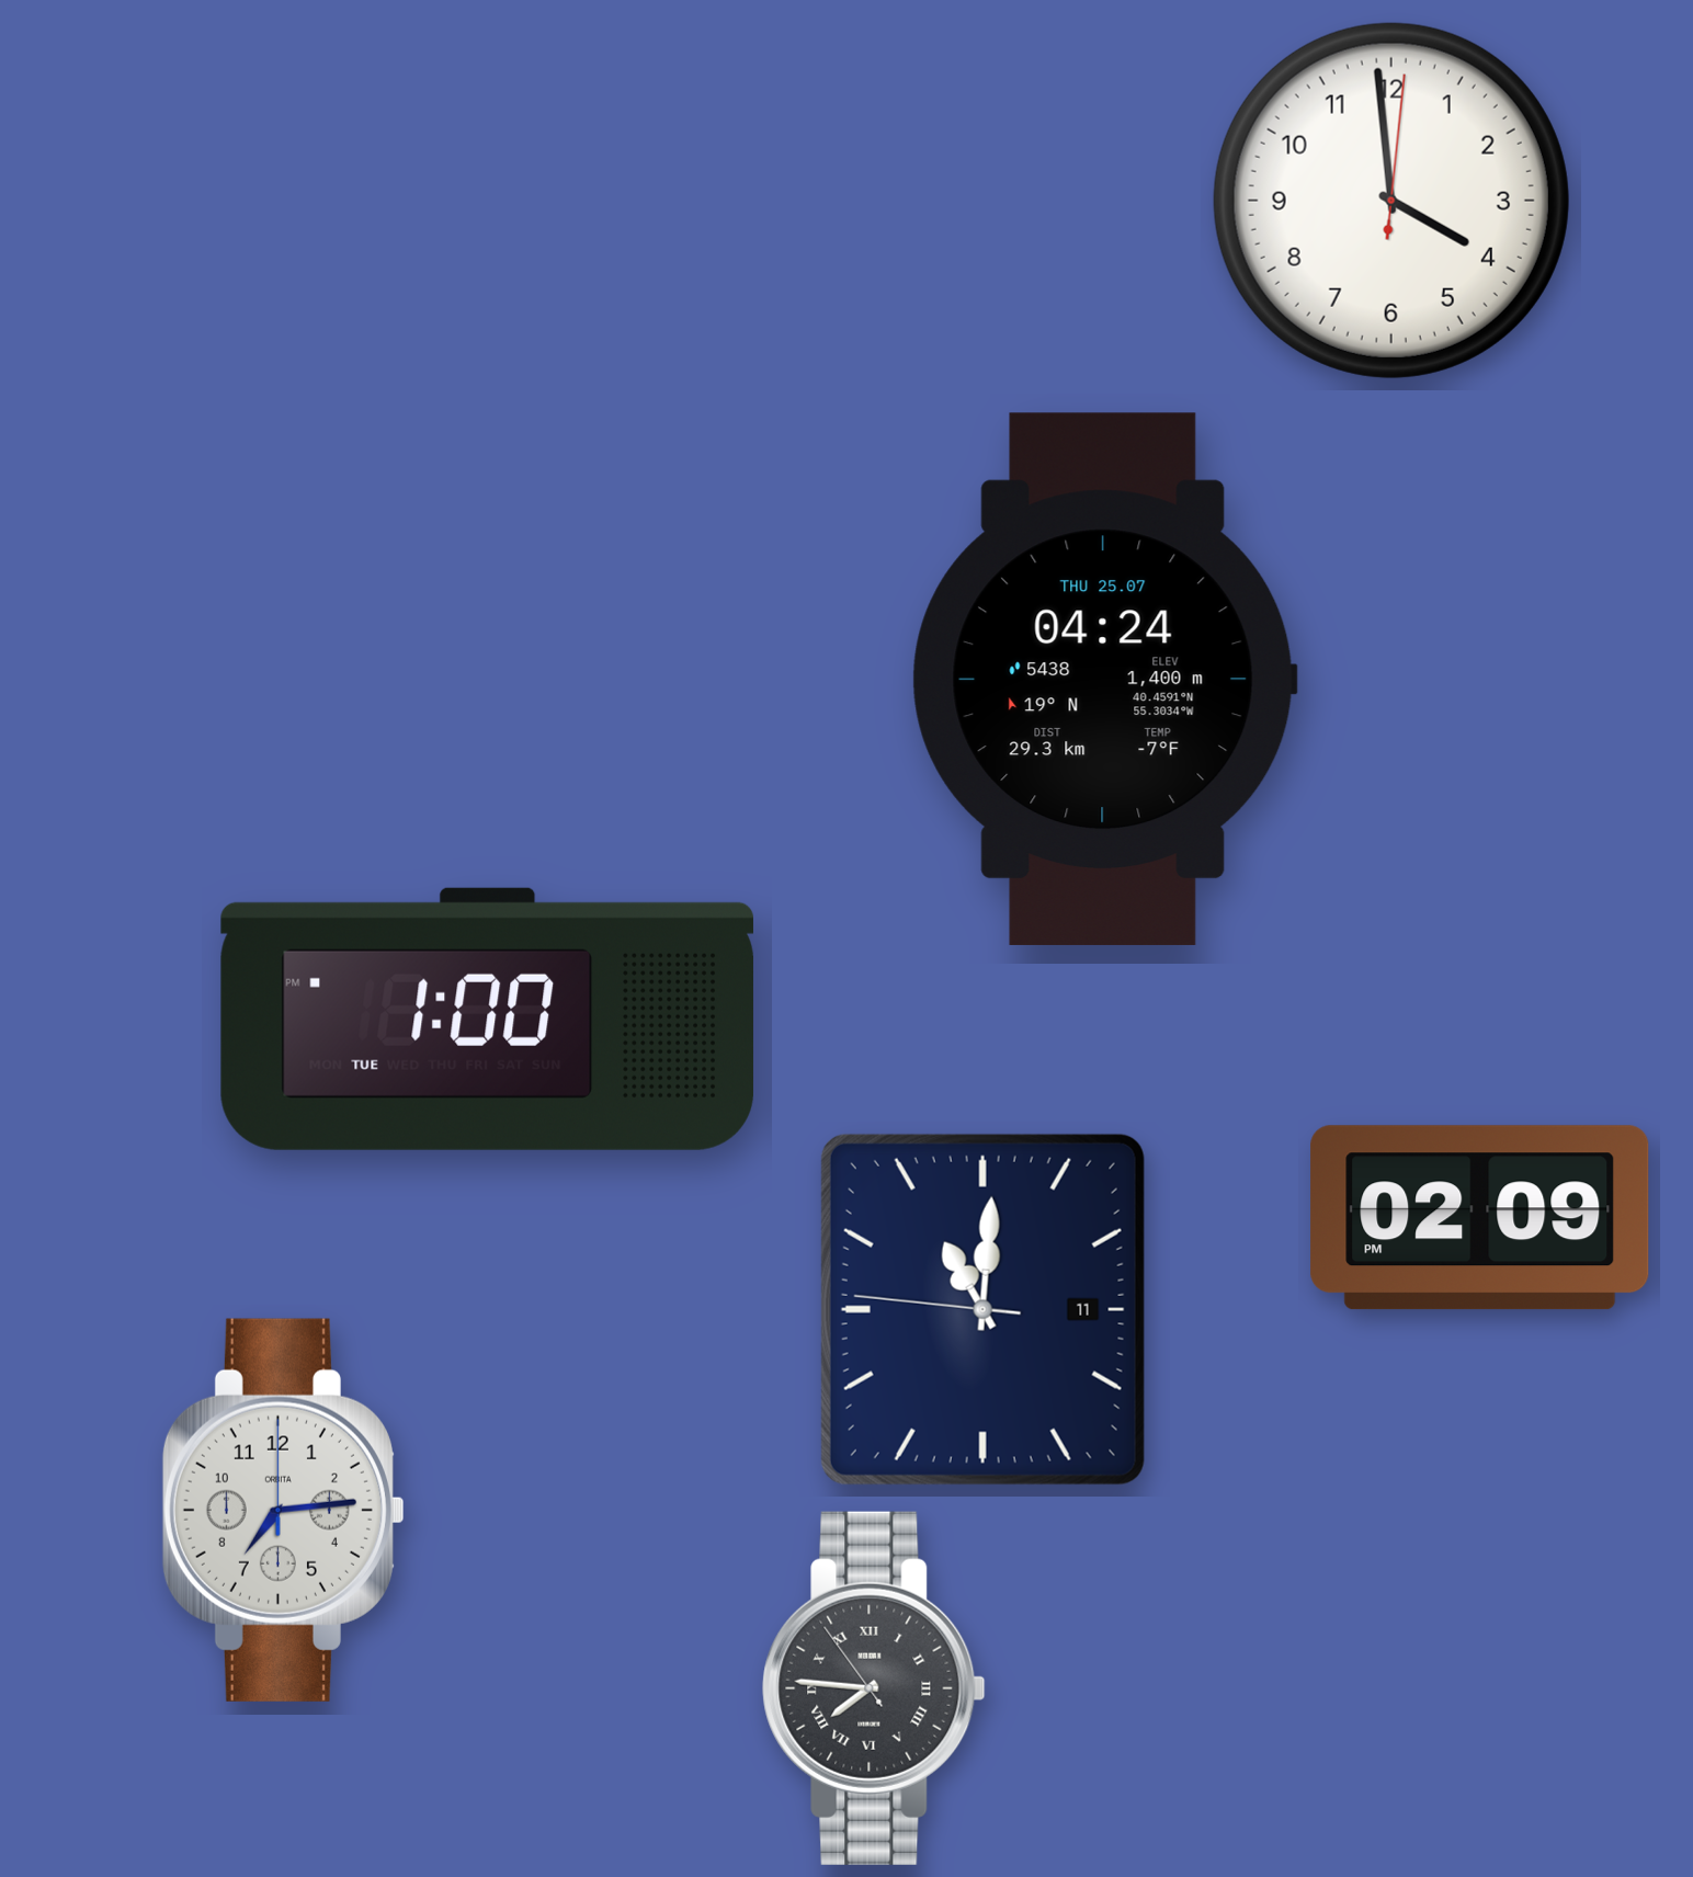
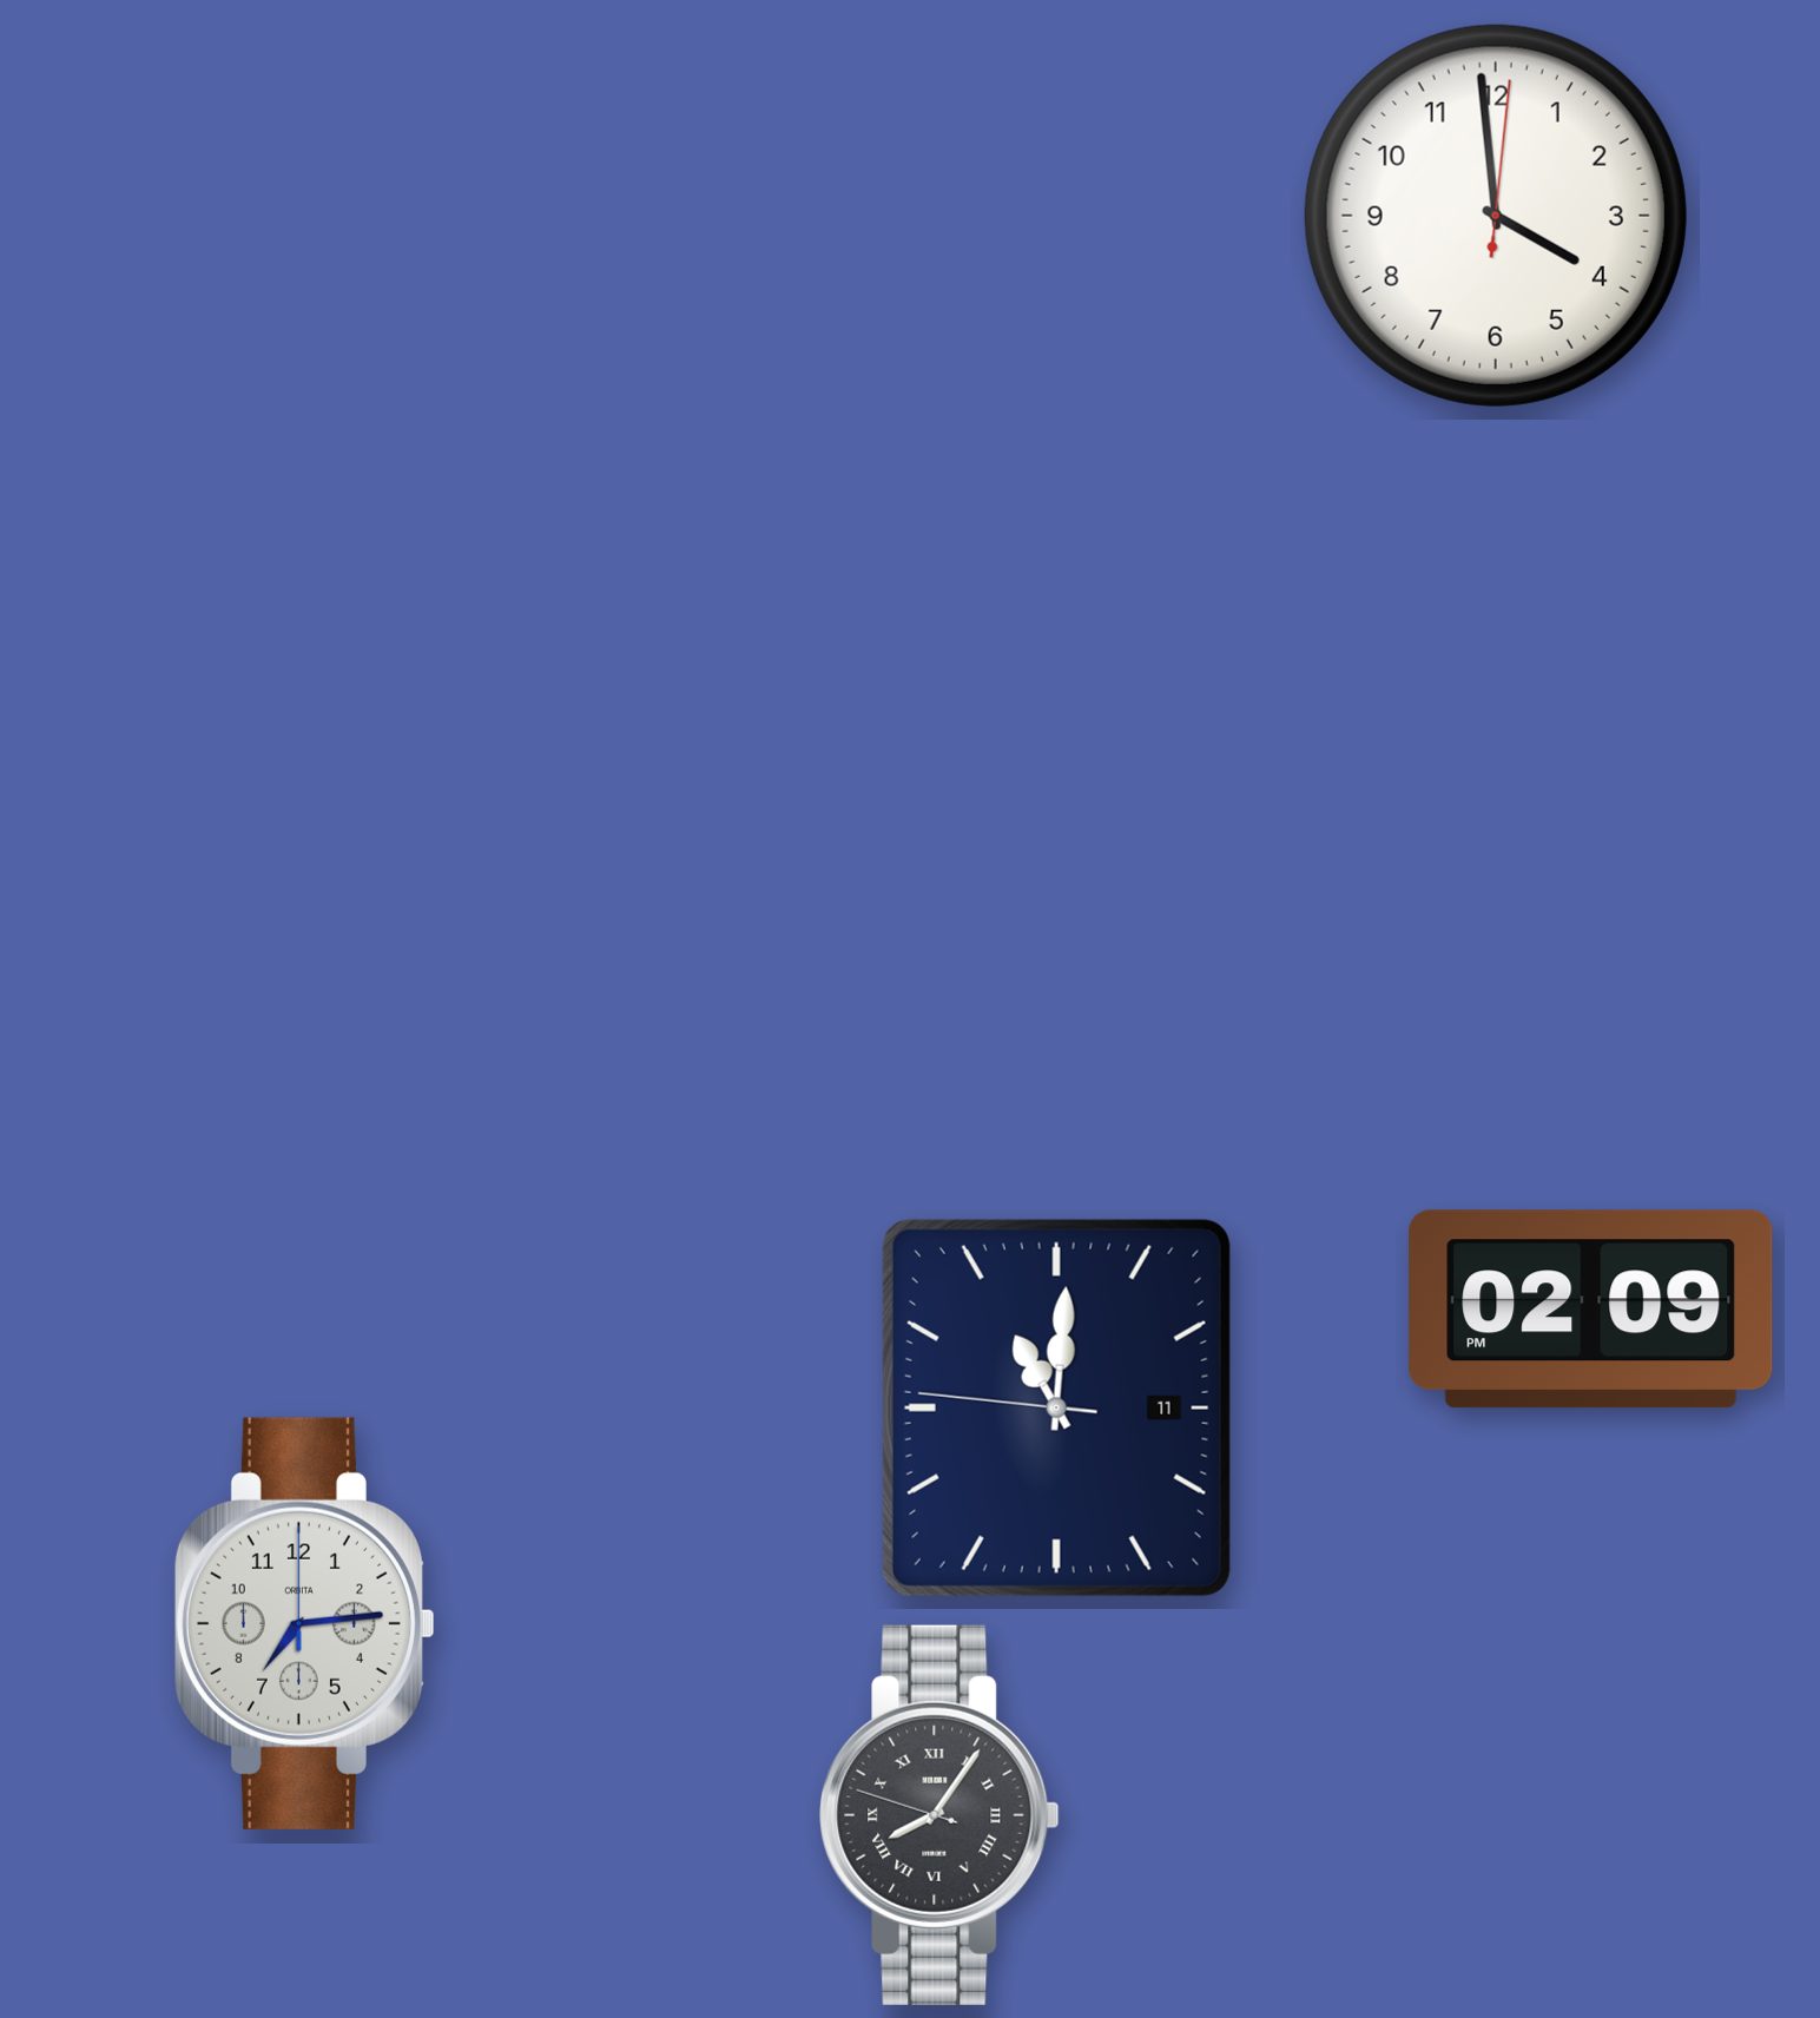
clock at (1104, 679): 04:24 -> none
clock at (487, 1019): 1:00 -> none
clock at (874, 1688): 7:45 -> 8:05
